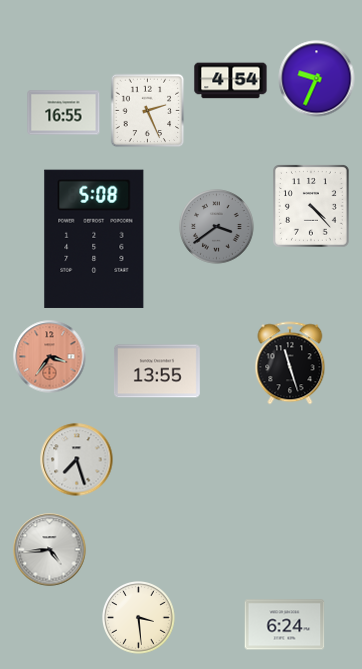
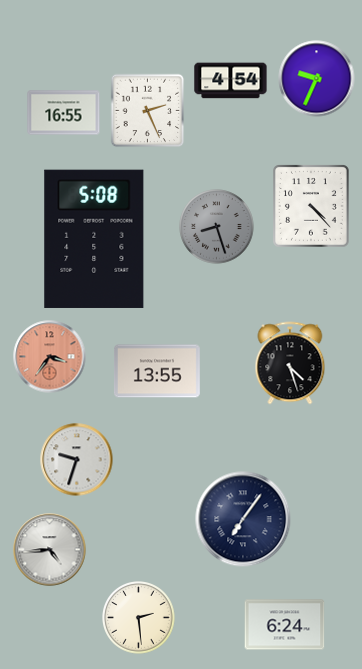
clock at (217, 227): 3:39 -> 8:27
clock at (290, 363): 11:27 -> 4:27
clock at (77, 460): 7:27 -> 9:33
clock at (243, 519): none -> 7:06
clock at (139, 618): 3:29 -> 2:29
